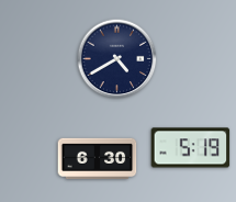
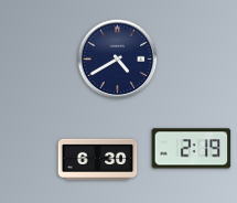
clock at (191, 148): 5:19 -> 2:19
